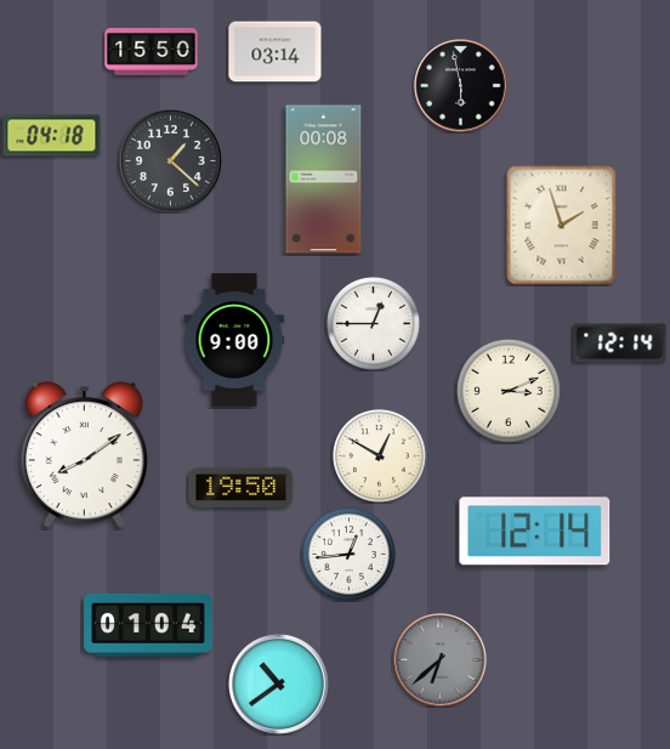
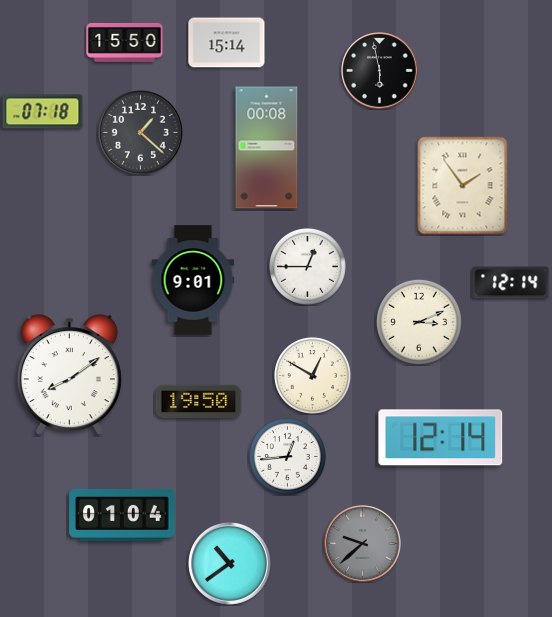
clock at (276, 52): 03:14 -> 15:14
clock at (52, 136): 04:18 -> 07:18
clock at (562, 226): 1:57 -> 1:54
clock at (234, 340): 9:00 -> 9:01
clock at (441, 660): 6:38 -> 9:38
